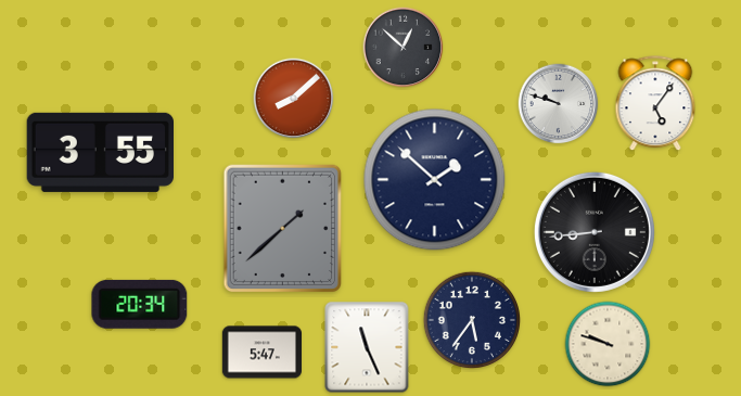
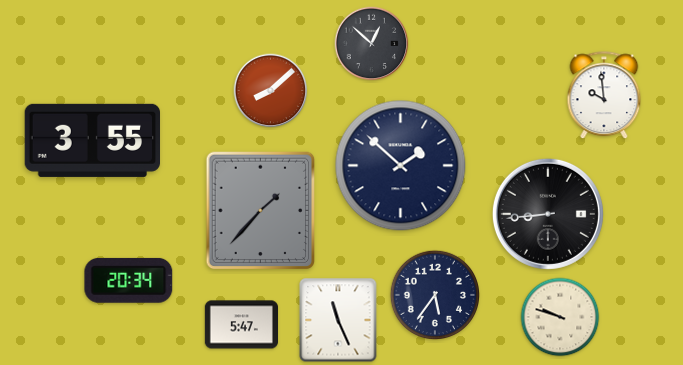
clock at (559, 104): 9:48 -> none
clock at (655, 104): 5:06 -> 9:59
clock at (283, 229): 1:38 -> 1:37
